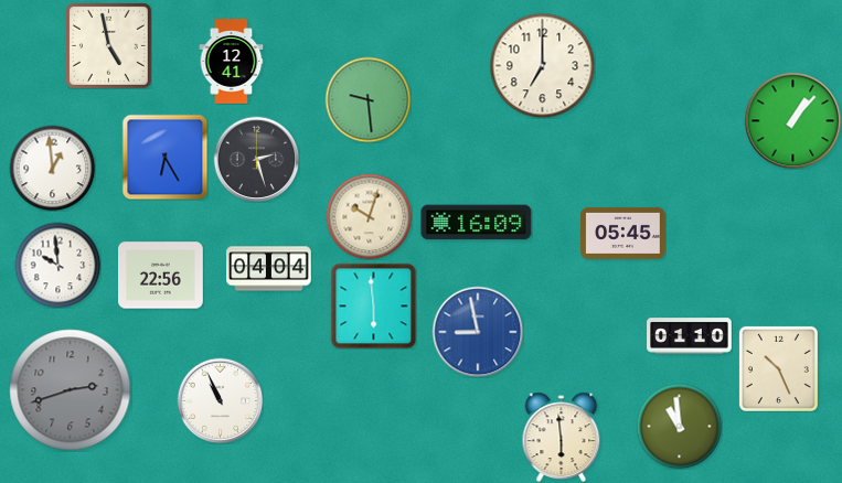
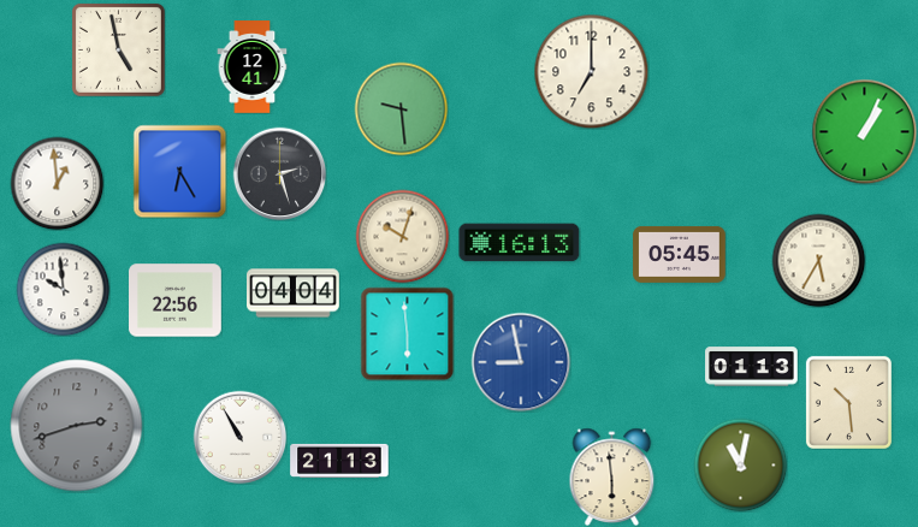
clock at (792, 120): 1:07 -> 1:04
clock at (477, 223): 16:09 -> 16:13
clock at (818, 260): none -> 5:35
clock at (690, 336): 01:10 -> 01:13
clock at (778, 368): 10:26 -> 10:29
clock at (220, 400): 10:56 -> 10:55
clock at (339, 461): none -> 21:13
clock at (679, 426): 10:59 -> 11:02
